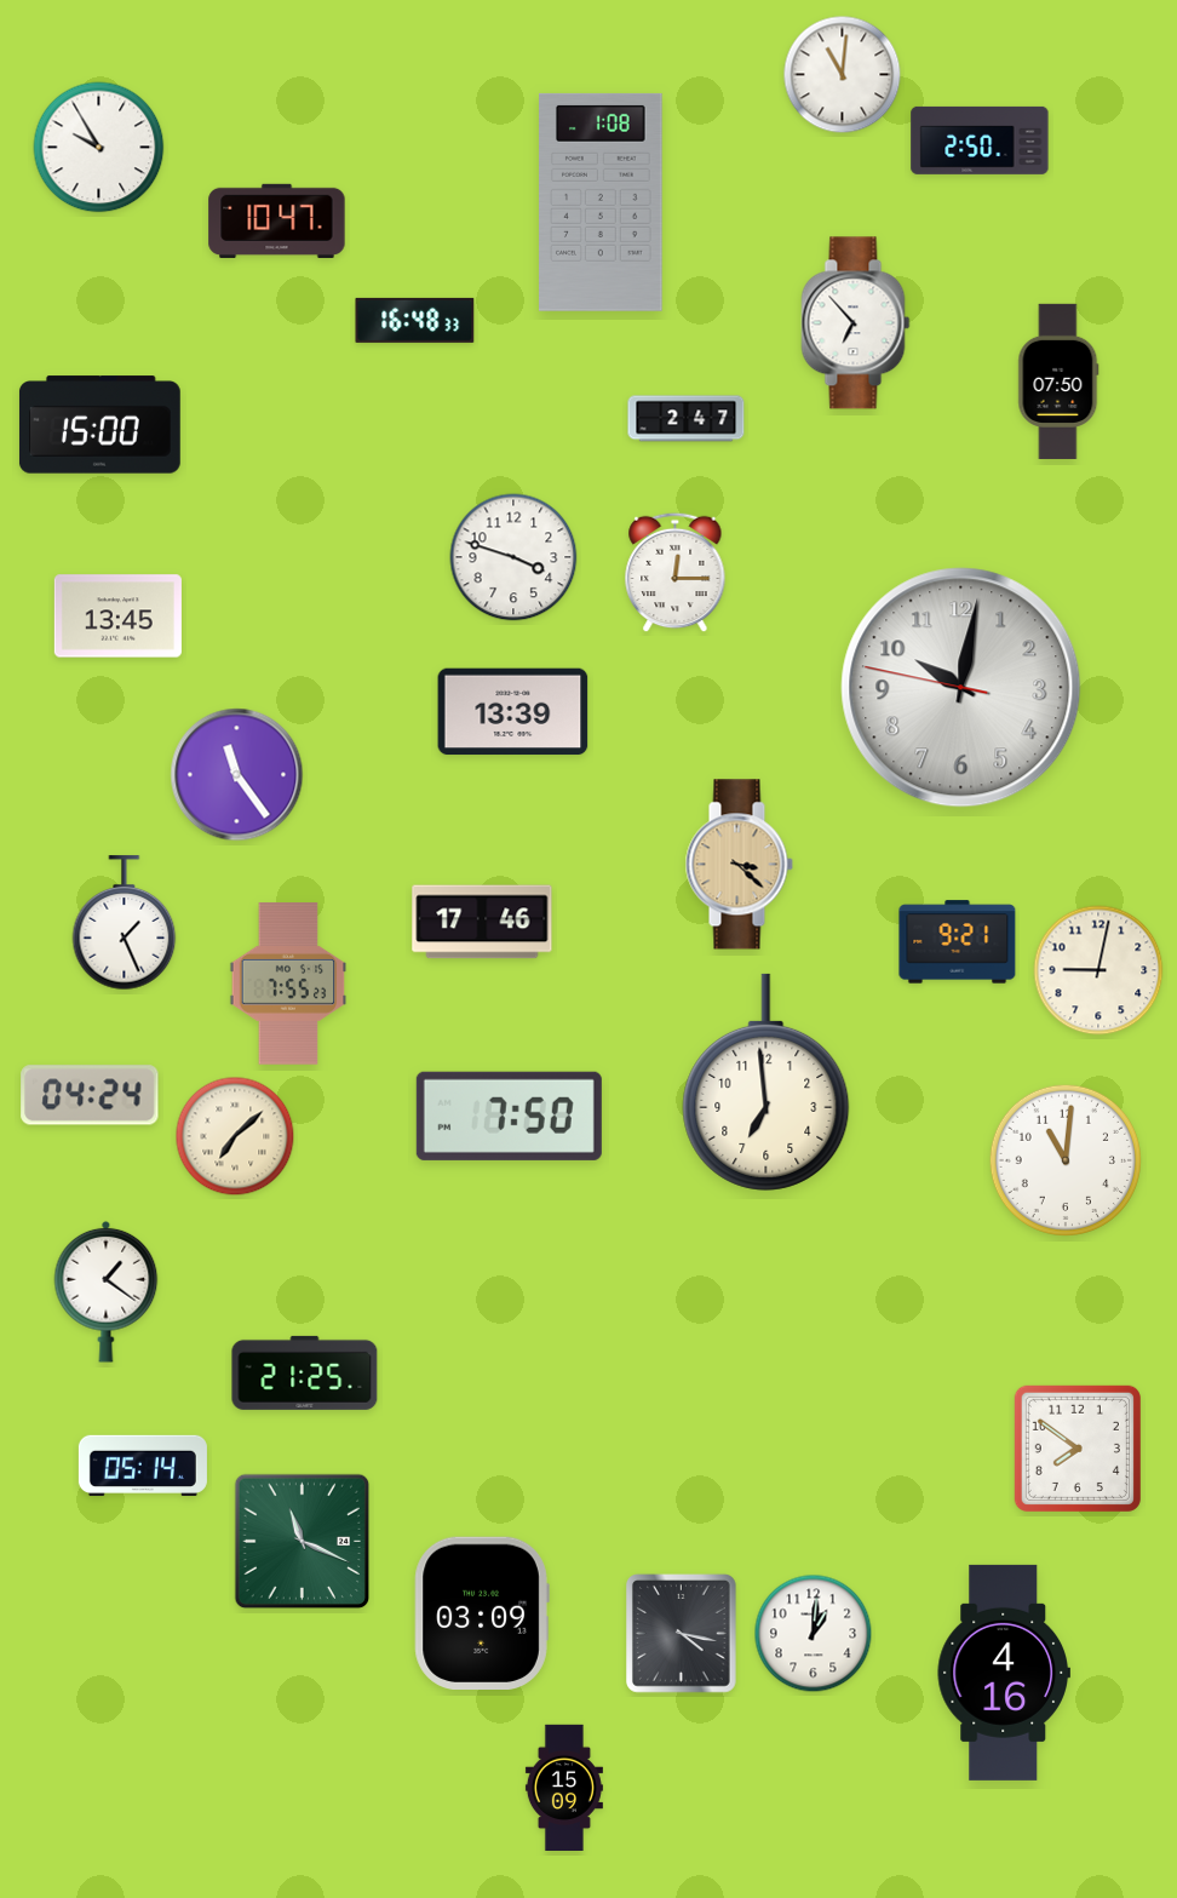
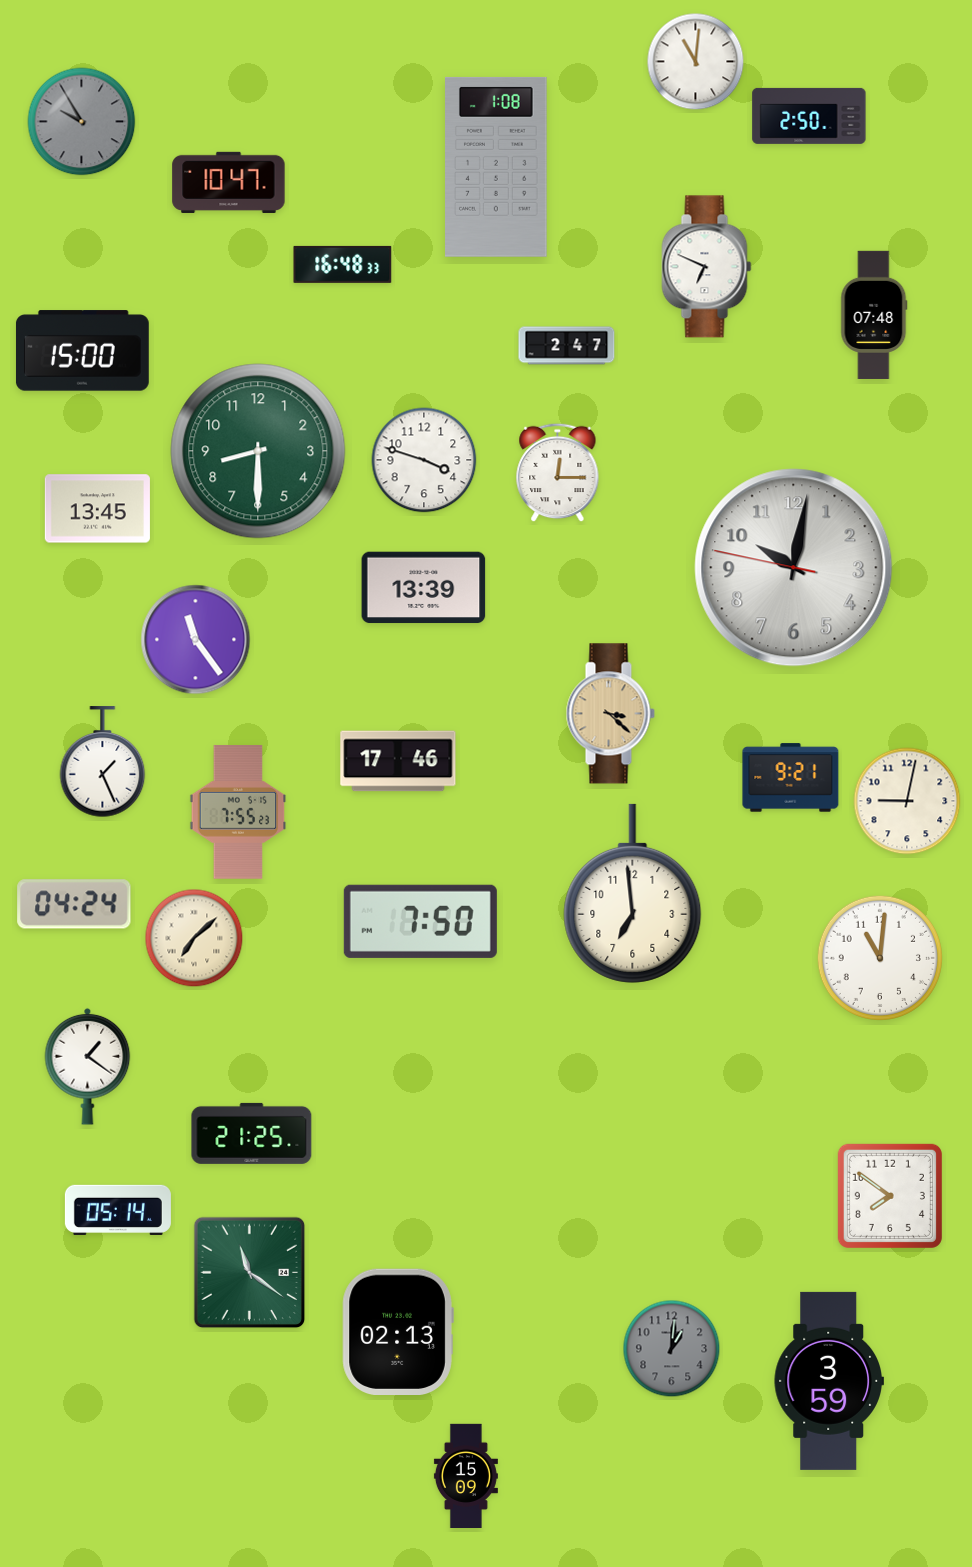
clock at (99, 148) dial: white -> grey
clock at (856, 323): 6:53 -> 6:49
clock at (1058, 382): 07:50 -> 07:48
clock at (258, 451): none -> 8:30
clock at (303, 1542): 11:19 -> 11:21
clock at (482, 1612): 03:09 -> 02:13
clock at (682, 1634): 4:17 -> none
clock at (814, 1634) dial: white -> grey
clock at (1004, 1673): 4:16 -> 3:59
